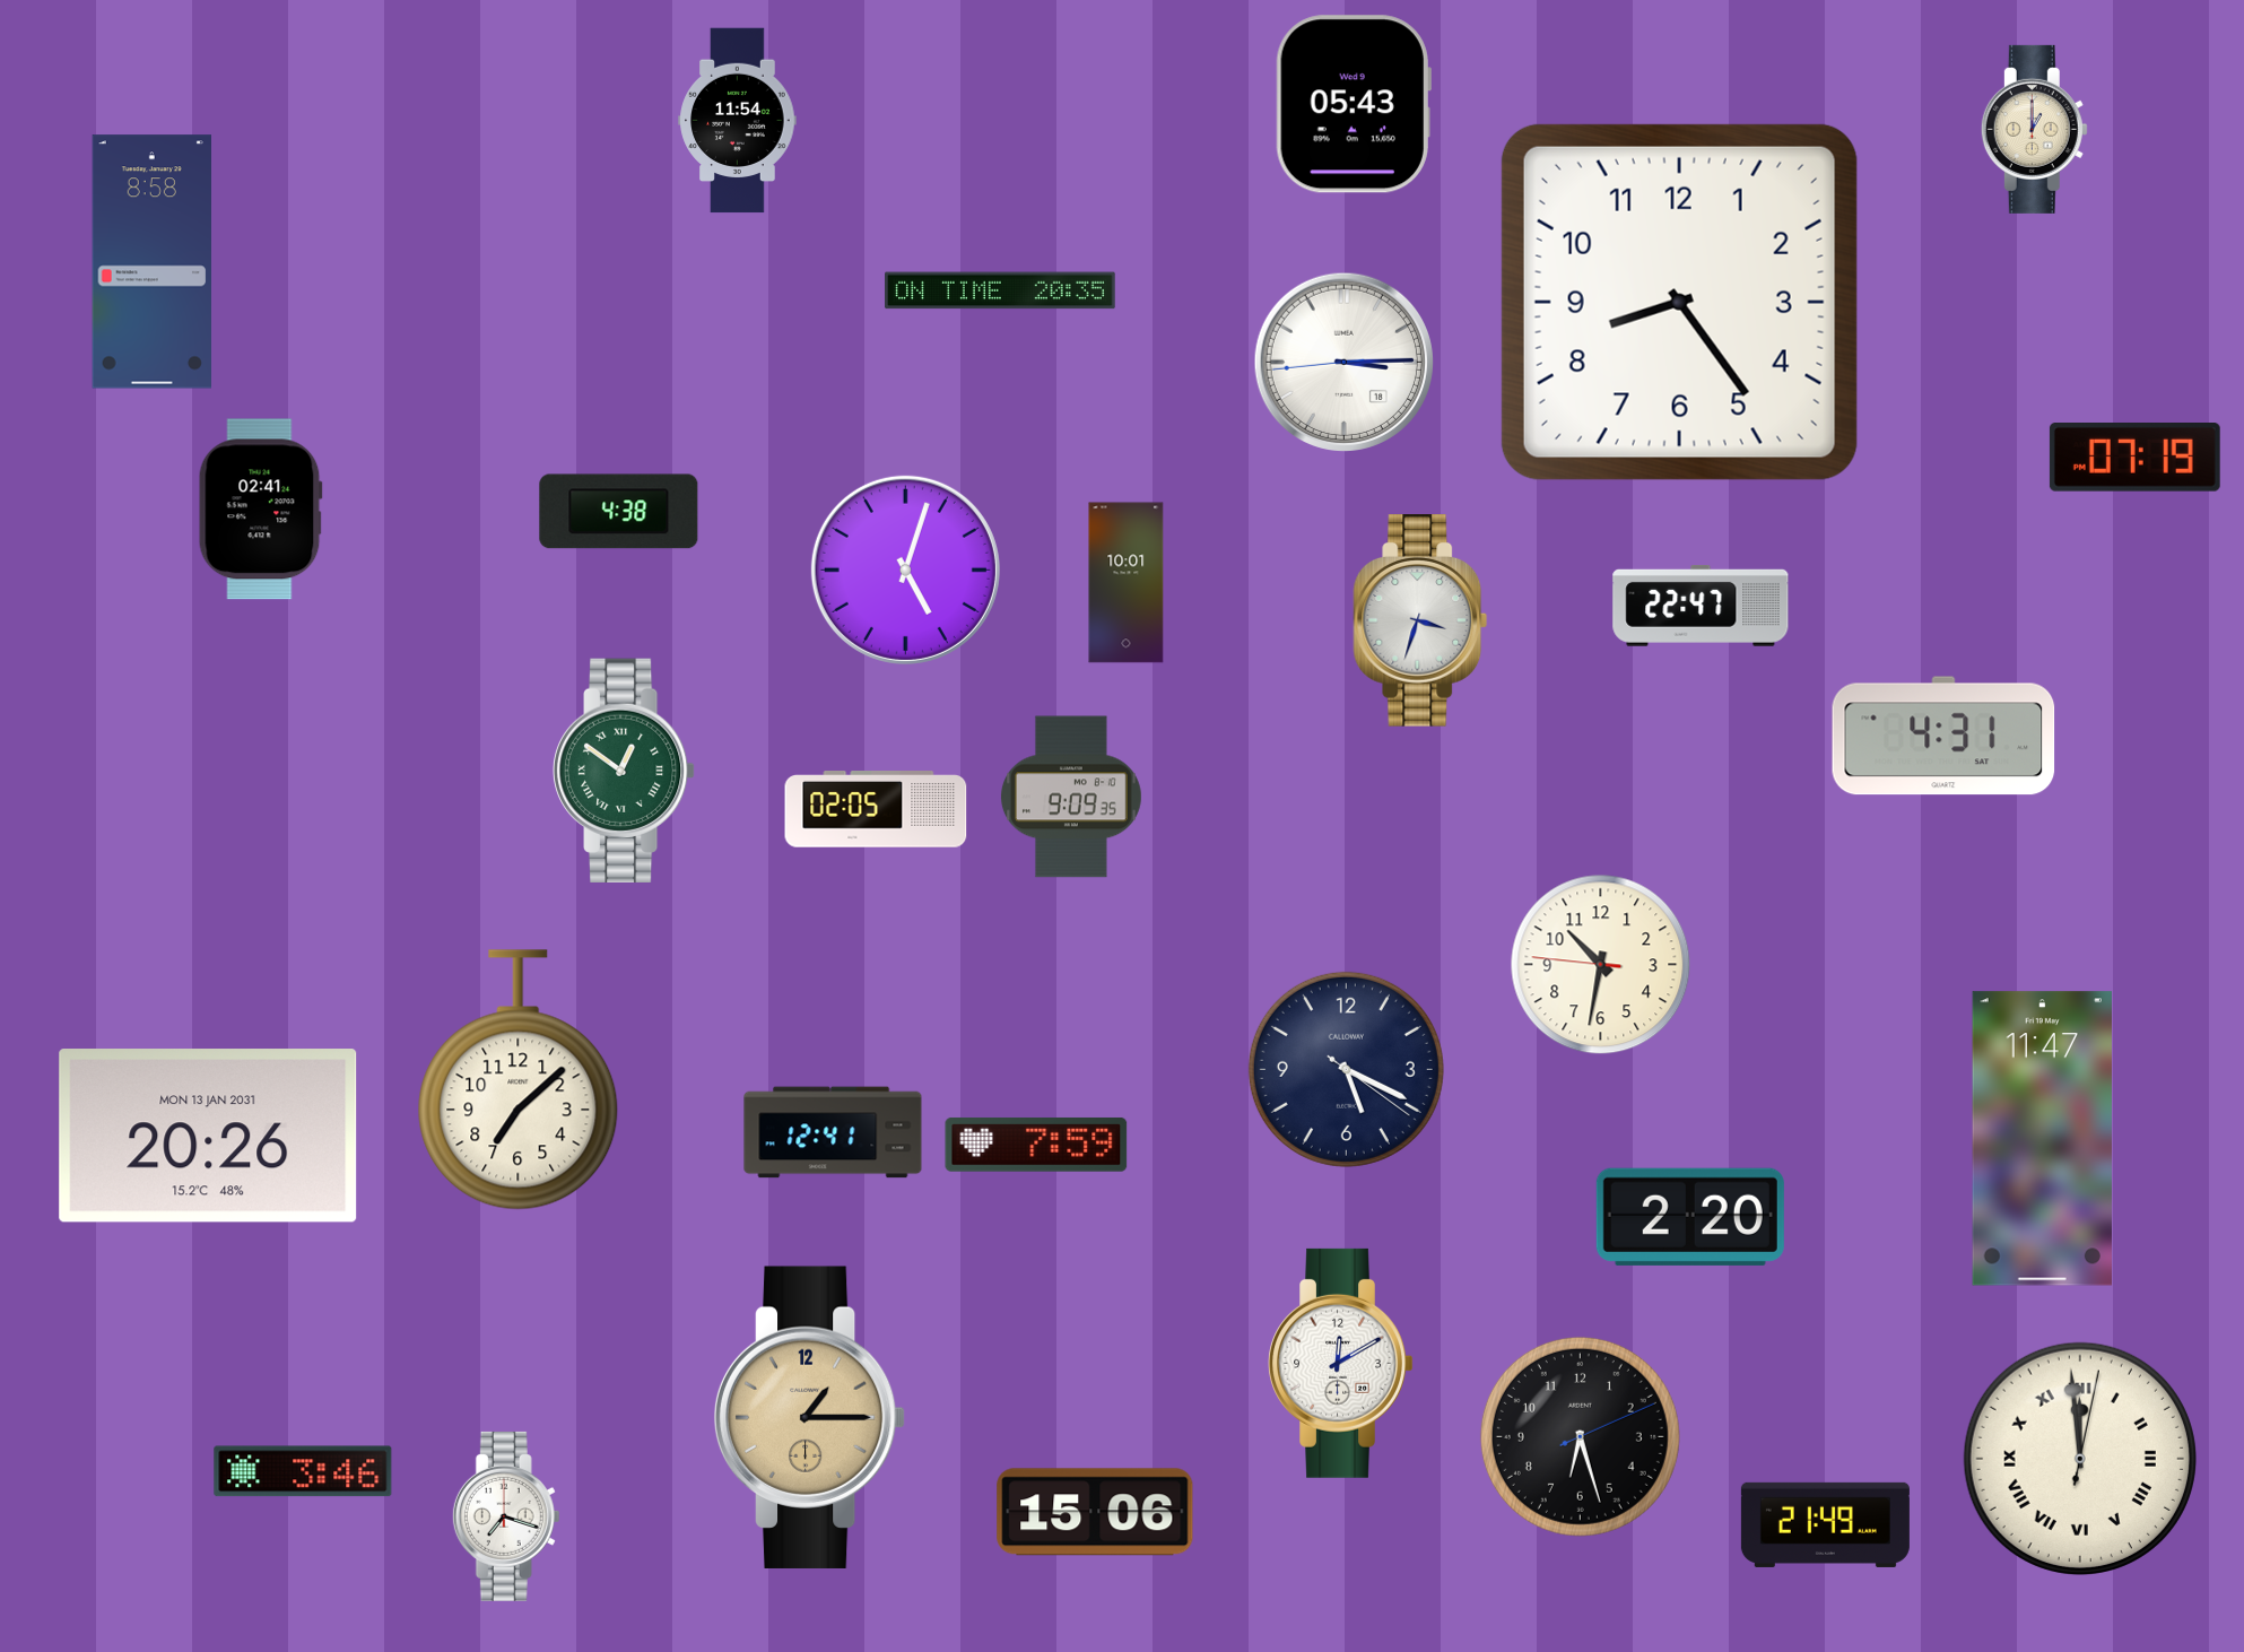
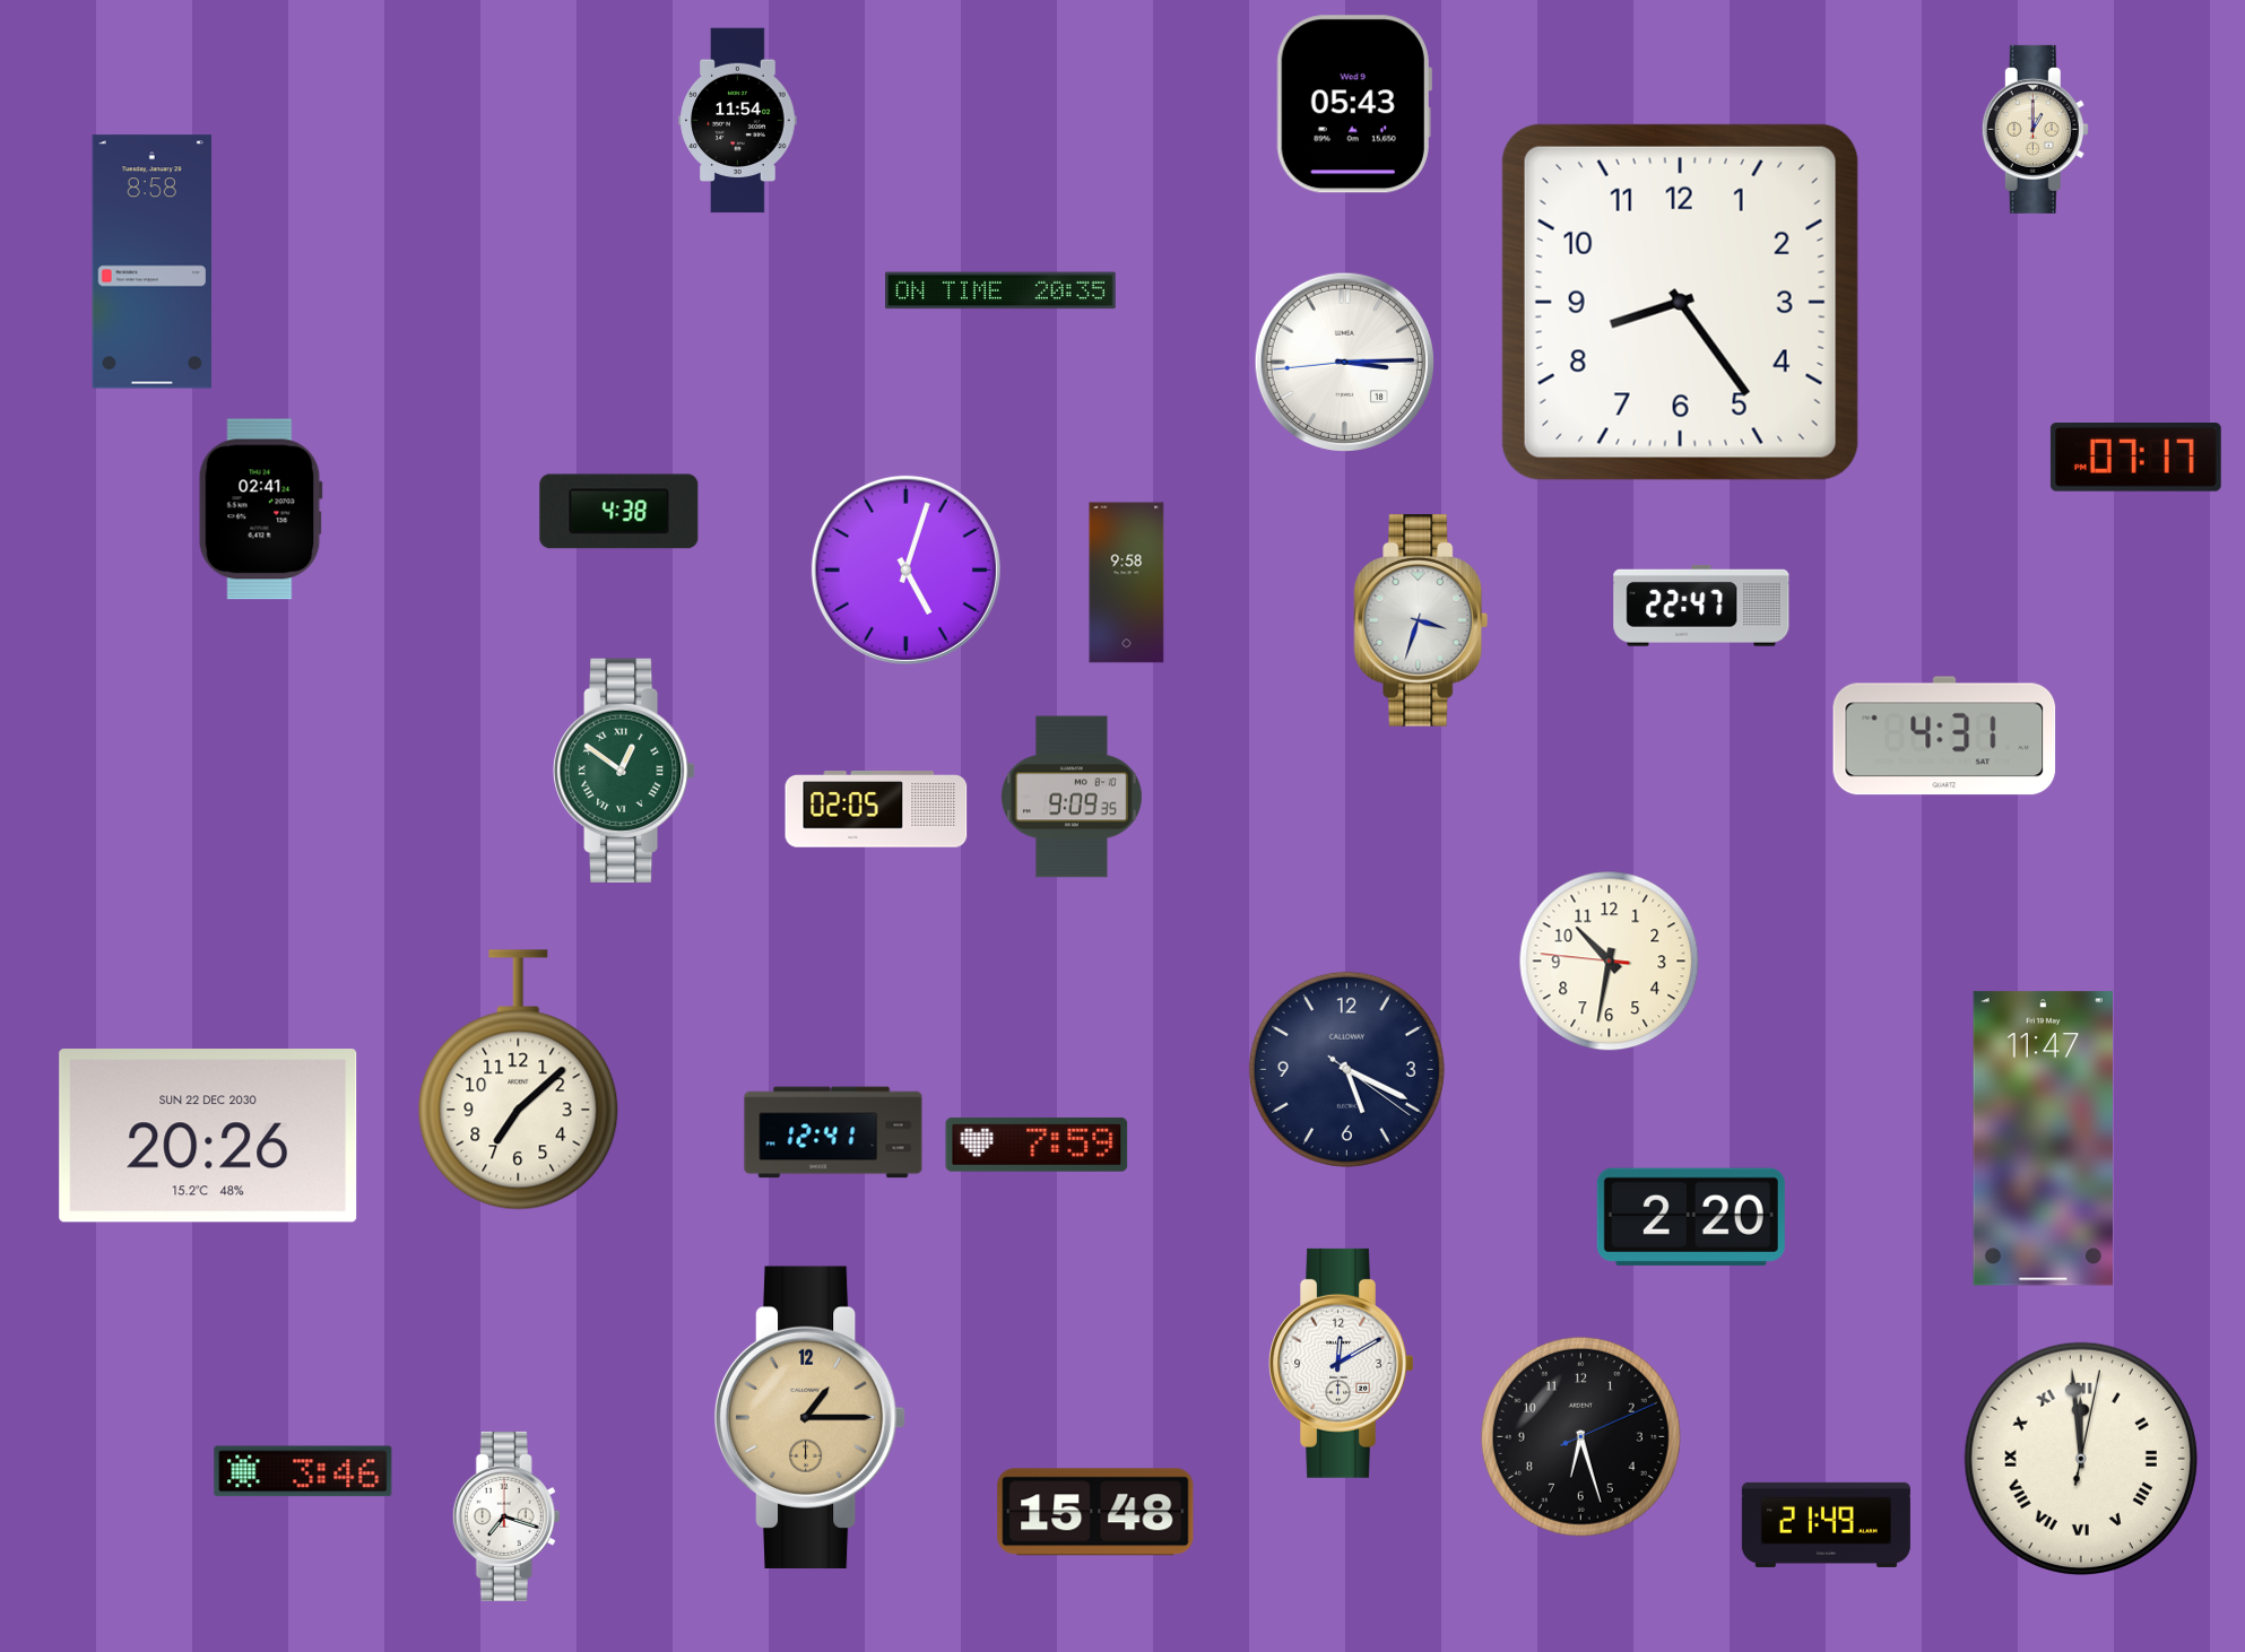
clock at (2134, 458): 07:19 -> 07:17
clock at (1127, 583): 10:01 -> 9:58
clock at (1601, 965) position: (1601, 965) -> (1610, 962)
clock at (208, 1136) date: MON 13 JAN 2031 -> SUN 22 DEC 2030
clock at (1095, 1512): 15:06 -> 15:48
